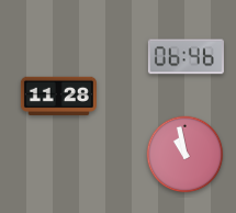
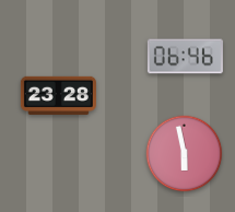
clock at (58, 96): 11:28 -> 23:28
clock at (186, 155): 10:58 -> 5:58
